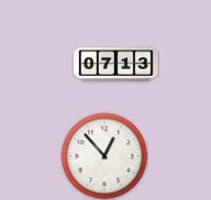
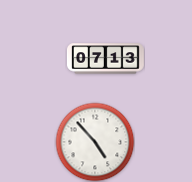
clock at (104, 156): 12:53 -> 4:53
